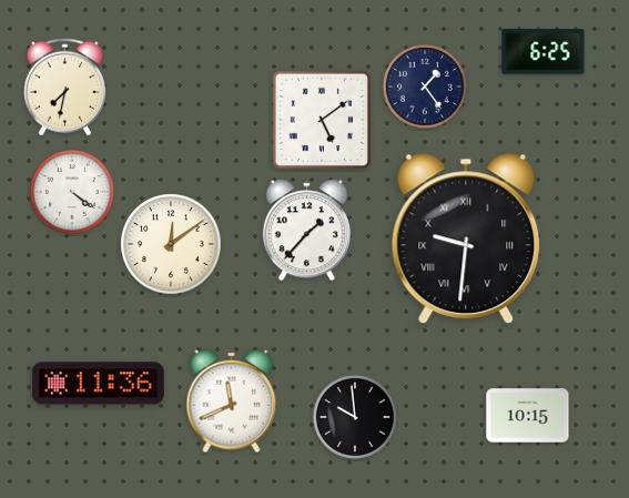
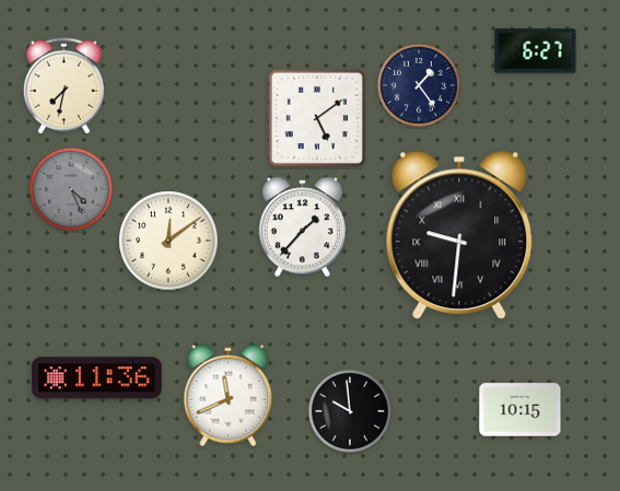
clock at (544, 52): 6:25 -> 6:27
clock at (72, 192): 4:21 -> 4:26
clock at (72, 192) dial: white -> grey
